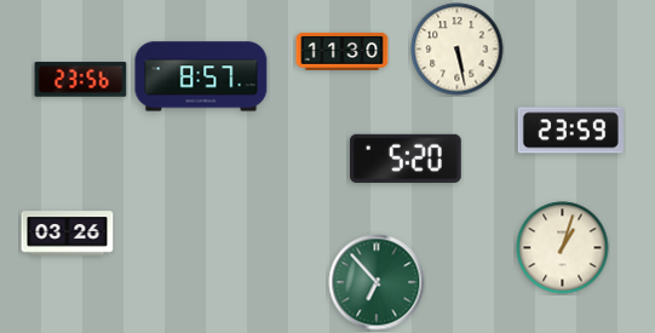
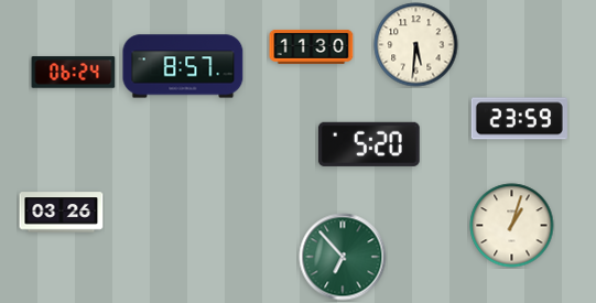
clock at (458, 50): 5:28 -> 5:31
clock at (201, 76) position: (201, 76) -> (183, 66)
clock at (81, 80): 23:56 -> 06:24
